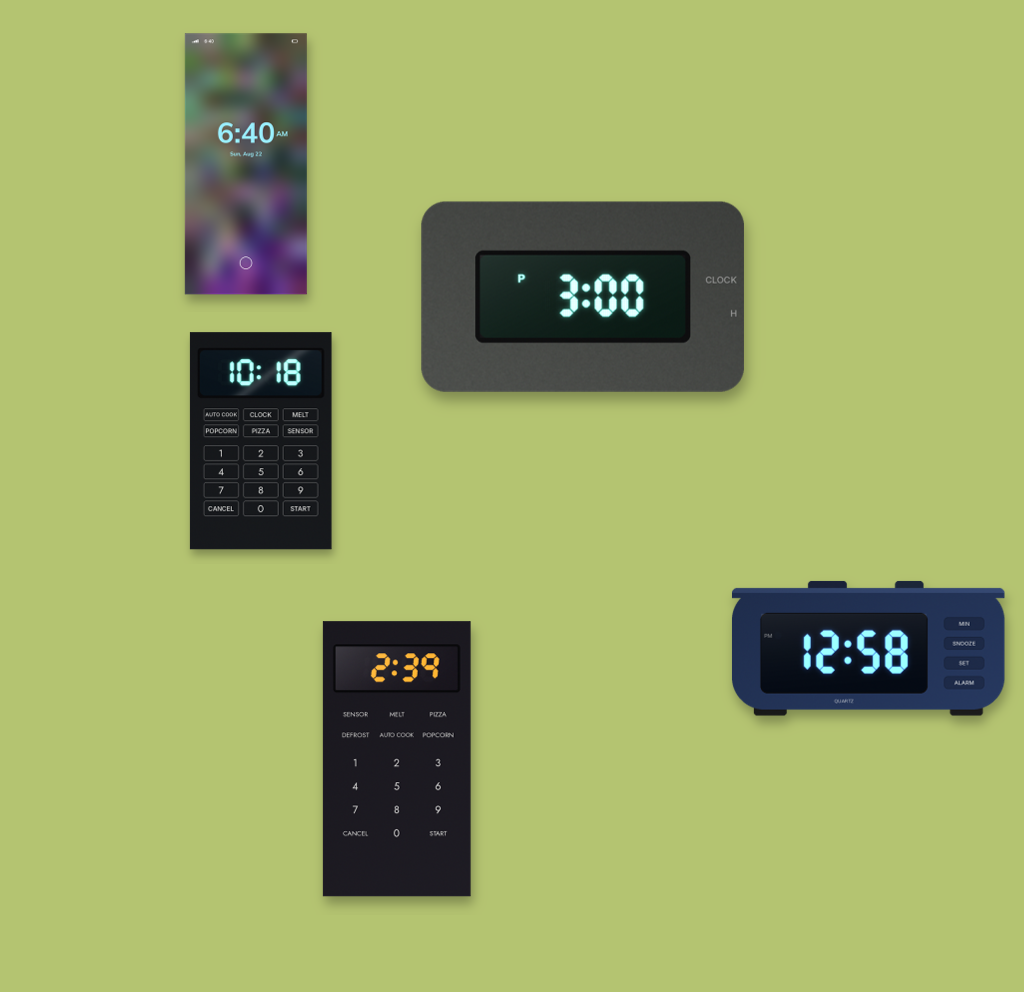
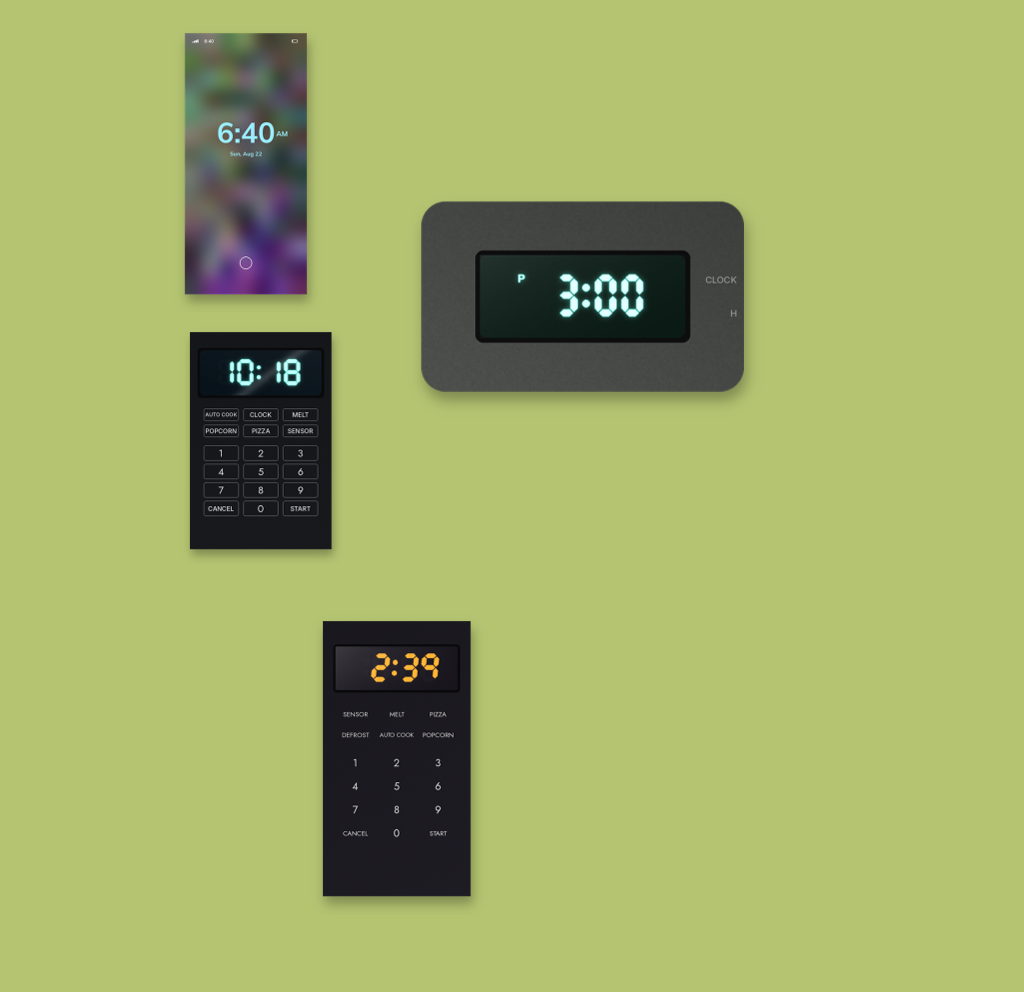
clock at (868, 648): 12:58 -> none
